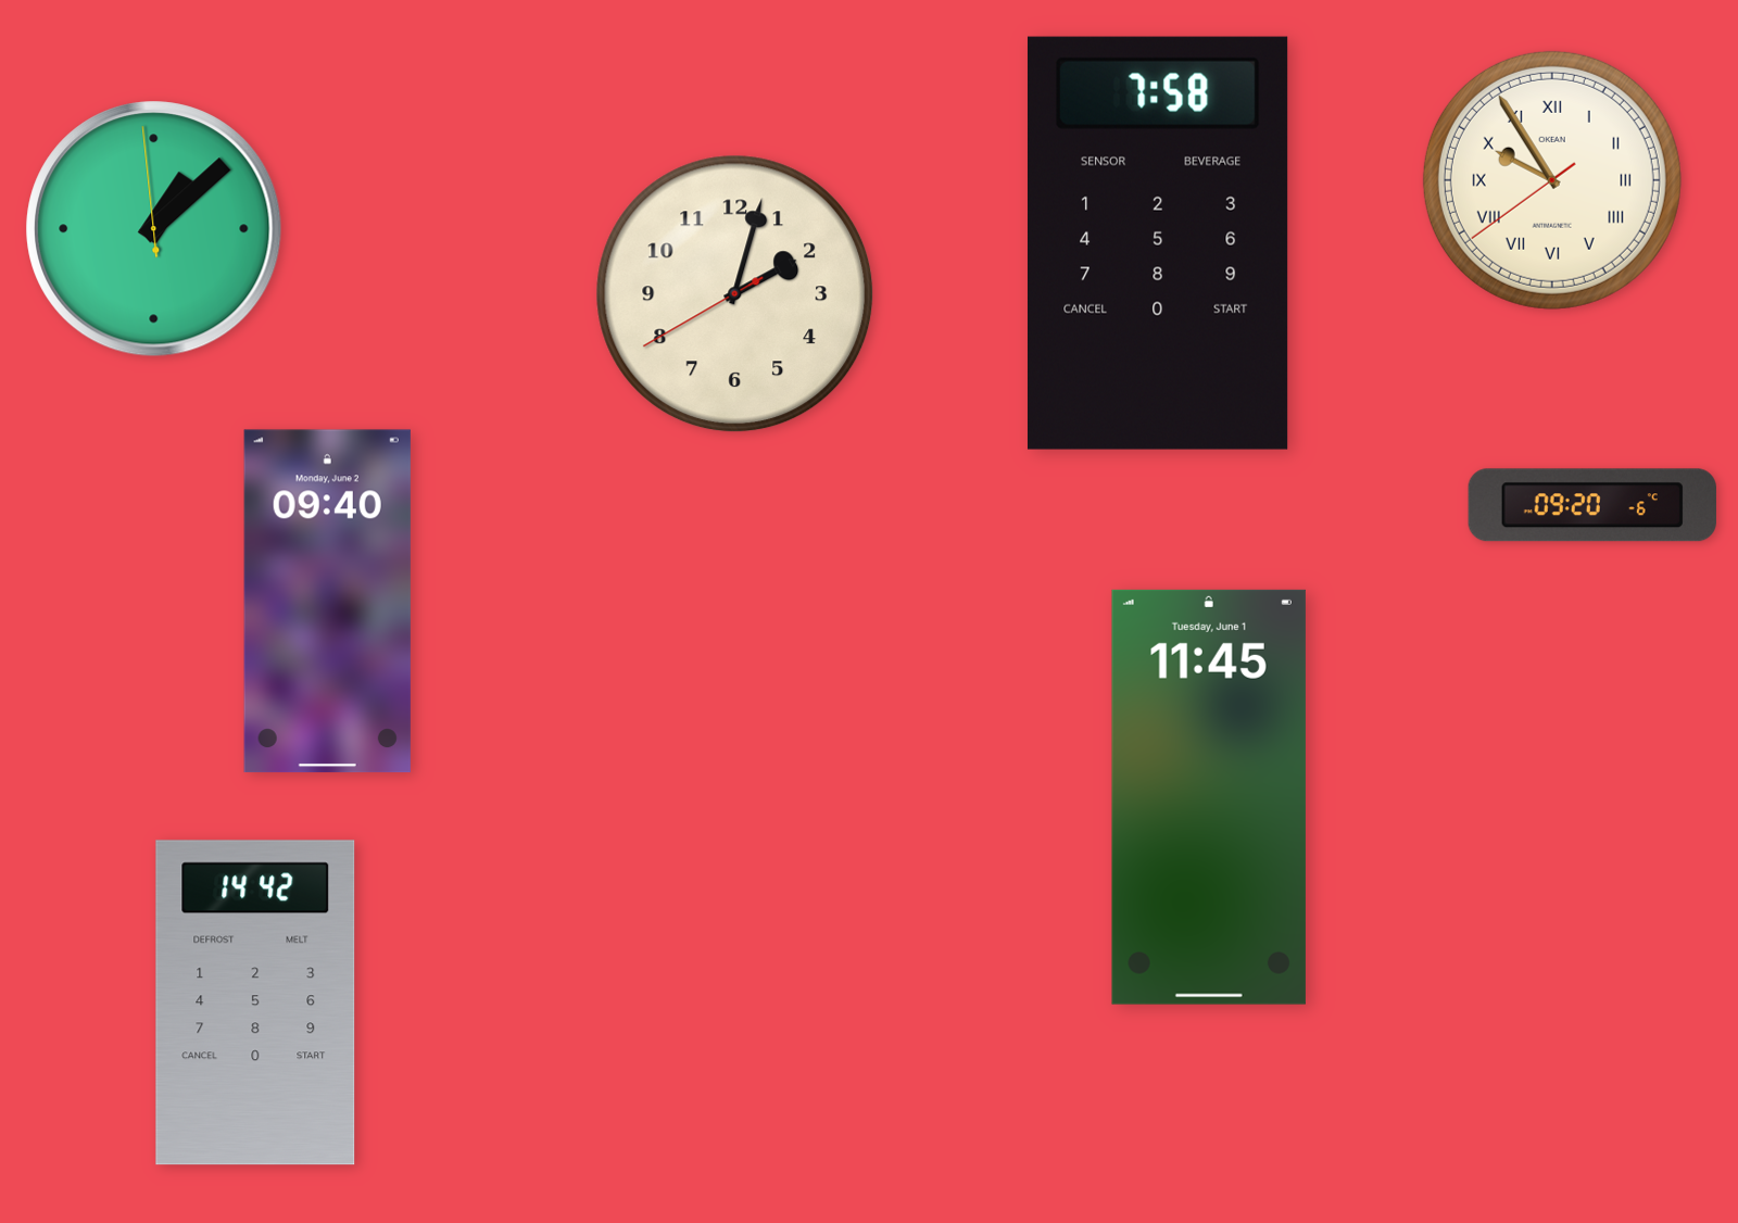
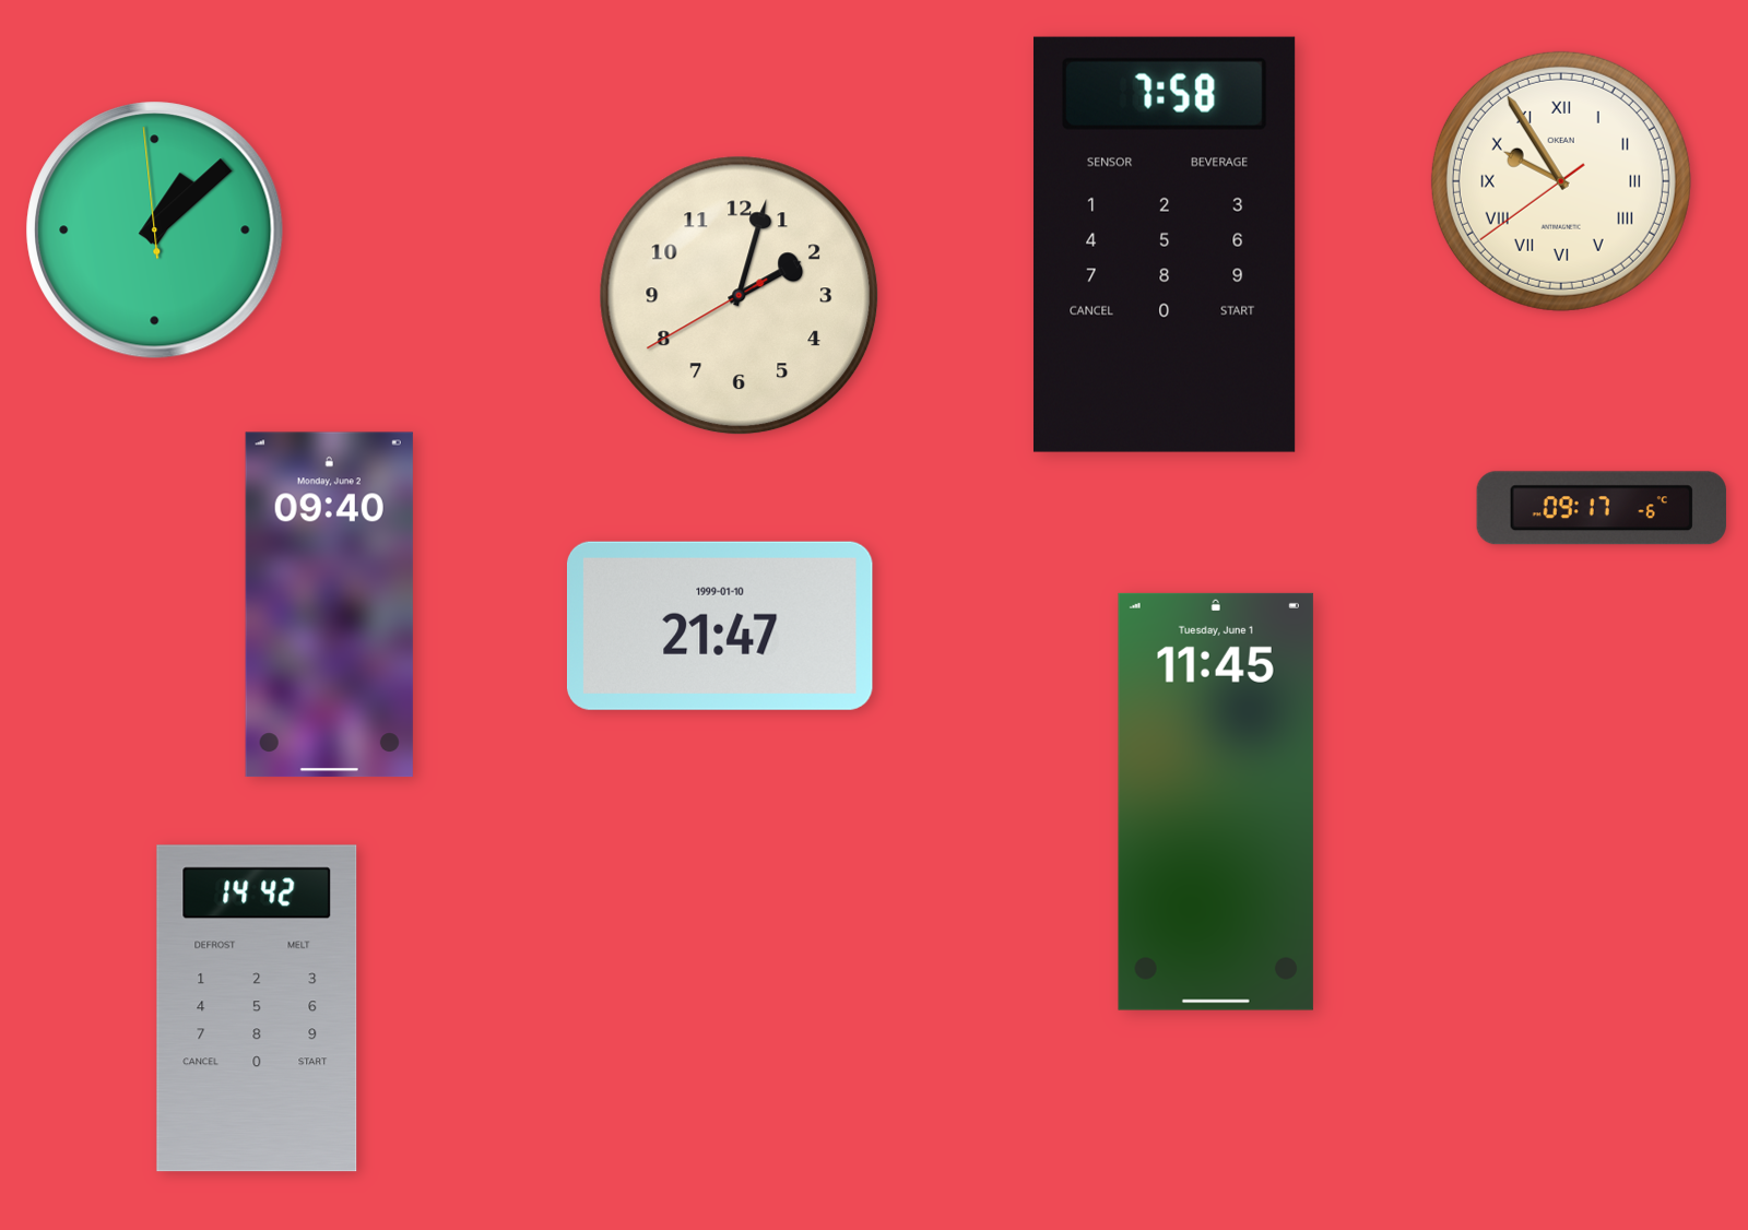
clock at (1592, 505): 09:20 -> 09:17
clock at (720, 626): none -> 21:47
